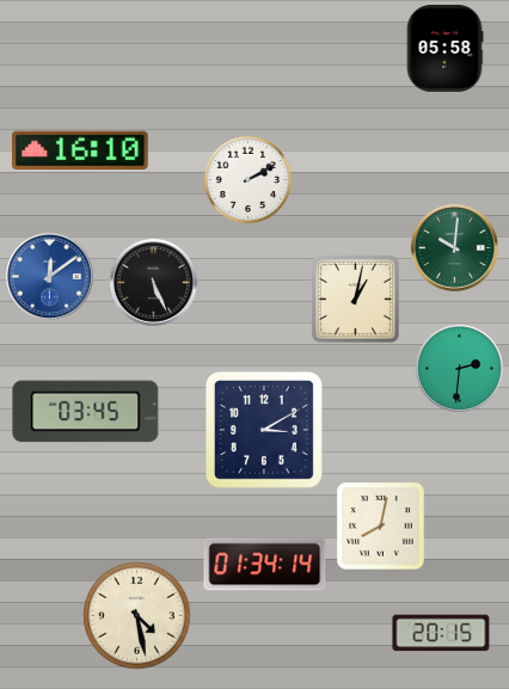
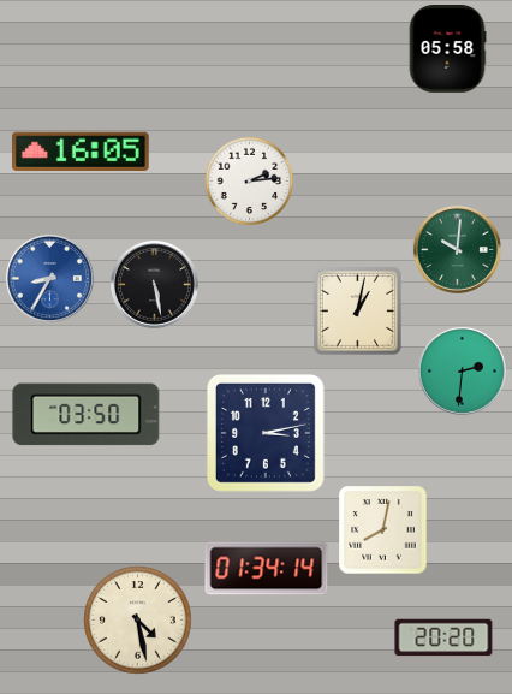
clock at (81, 150): 16:10 -> 16:05
clock at (249, 180): 2:10 -> 2:14
clock at (49, 276): 12:09 -> 8:35
clock at (153, 282): 5:26 -> 5:28
clock at (355, 299) position: (355, 299) -> (357, 310)
clock at (86, 412): 03:45 -> 03:50
clock at (264, 430): 3:10 -> 3:13
clock at (441, 633): 20:15 -> 20:20
